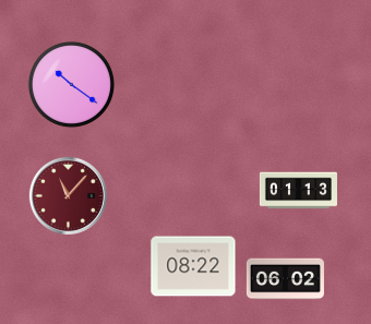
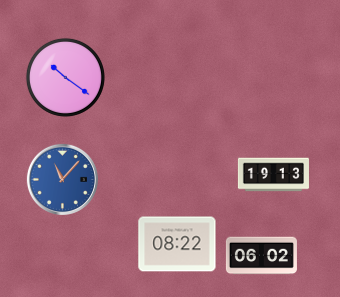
clock at (298, 191): 01:13 -> 19:13
clock at (68, 195) dial: burgundy -> blue
